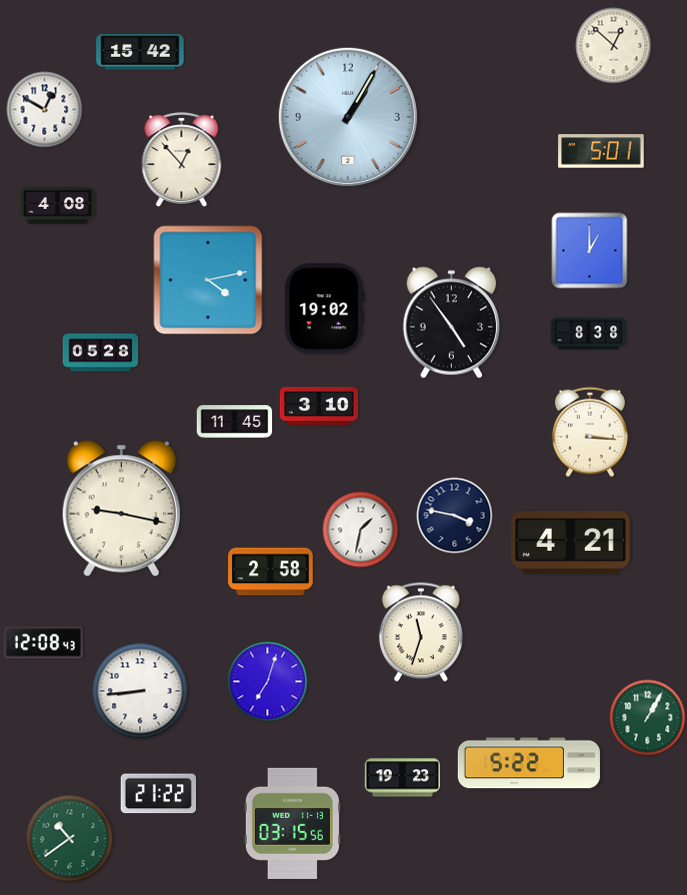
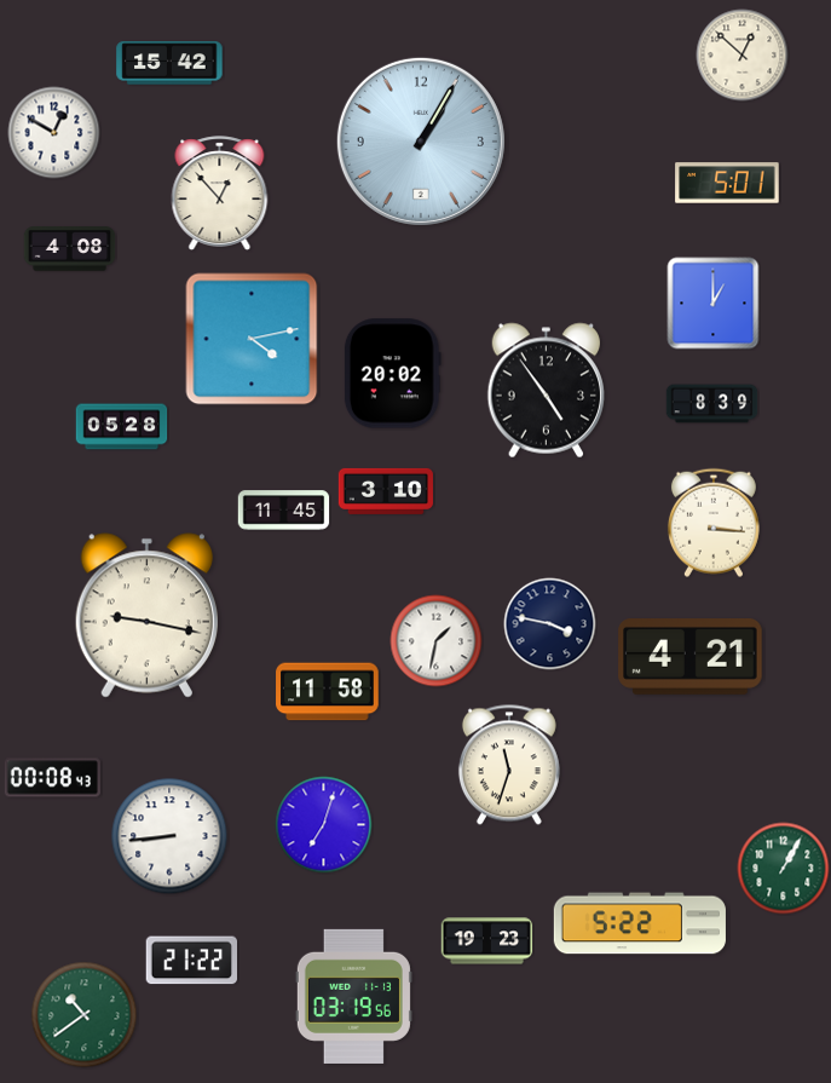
clock at (324, 309): 19:02 -> 20:02
clock at (589, 334): 8:38 -> 8:39
clock at (271, 572): 2:58 -> 11:58
clock at (43, 643): 12:08 -> 00:08
clock at (292, 823): 03:15 -> 03:19
